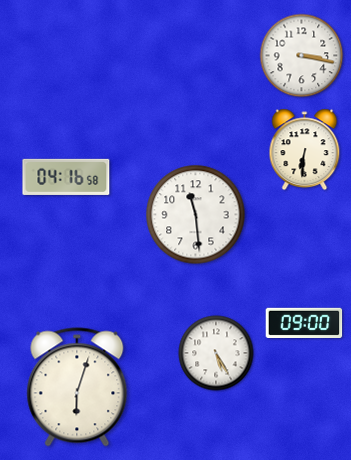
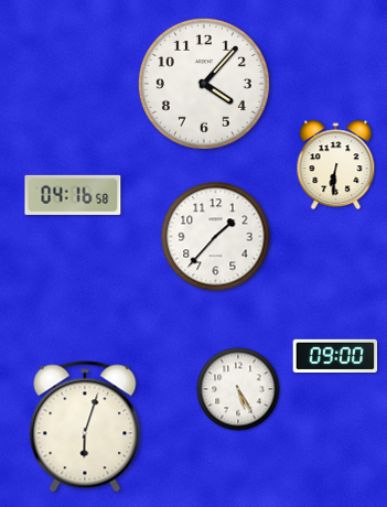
clock at (302, 56): 3:17 -> none
clock at (204, 84): none -> 4:07
clock at (196, 215): 11:29 -> 1:37
